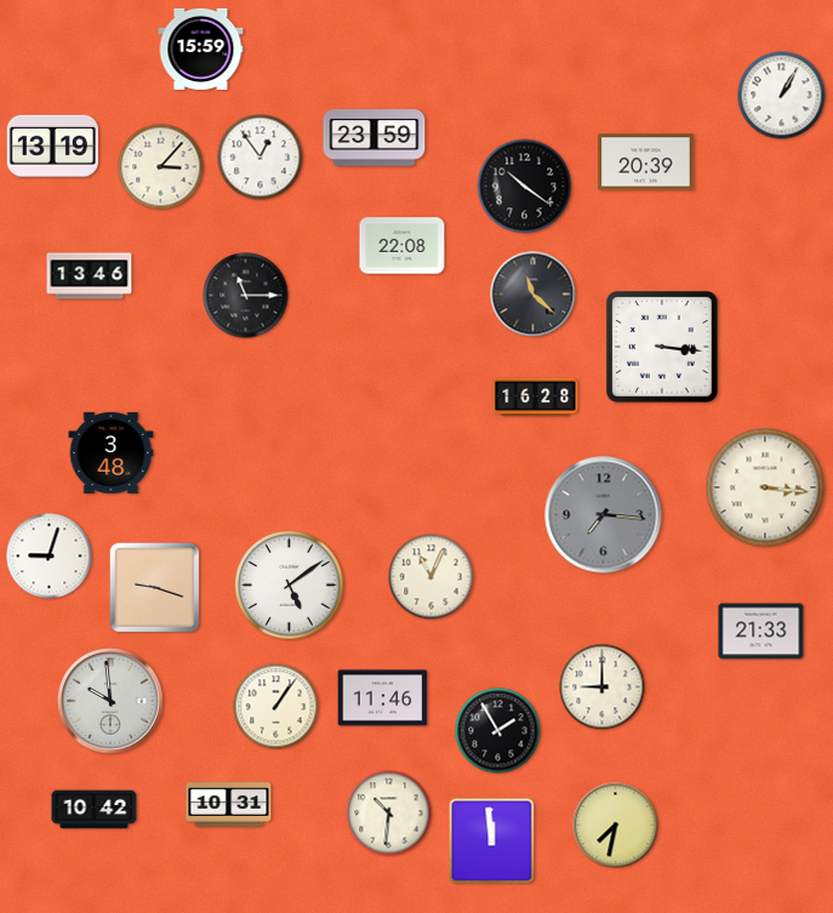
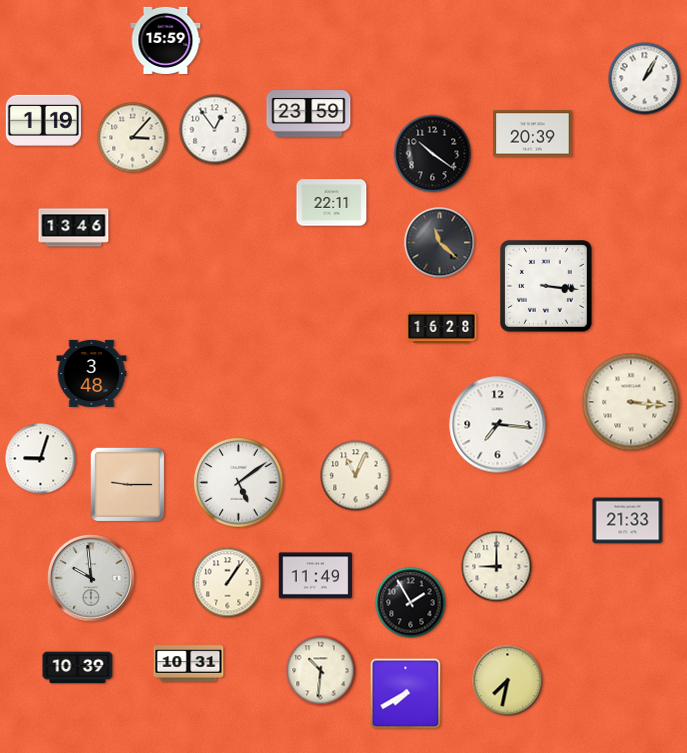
clock at (52, 145): 13:19 -> 1:19
clock at (403, 246): 22:08 -> 22:11
clock at (246, 296): 11:15 -> none
clock at (604, 515) dial: grey -> white
clock at (155, 588): 9:18 -> 9:15
clock at (383, 698): 11:46 -> 11:49
clock at (95, 810): 10:42 -> 10:39
clock at (492, 841): 11:59 -> 7:40
